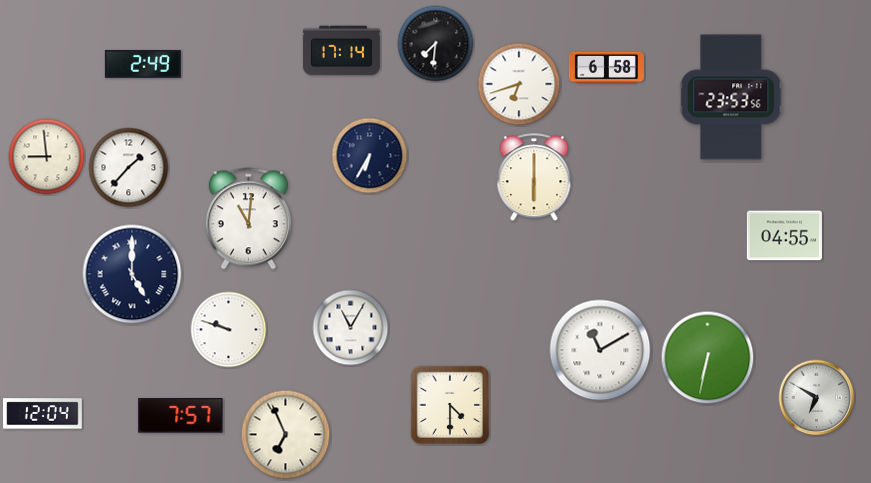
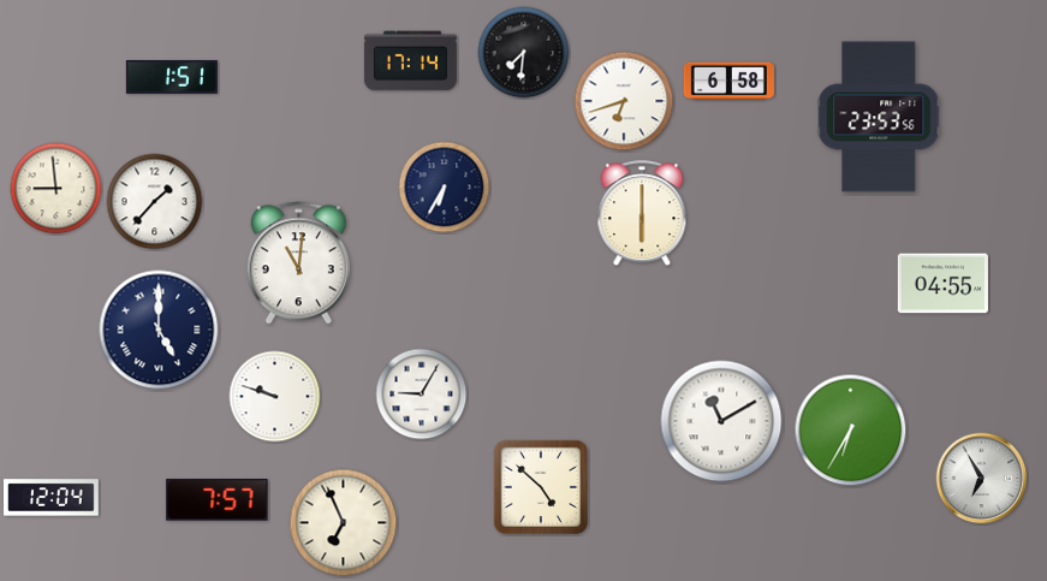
clock at (143, 64): 2:49 -> 1:51
clock at (351, 328): 11:05 -> 9:05
clock at (708, 358): 6:32 -> 6:35
clock at (817, 398): 6:50 -> 6:55
clock at (449, 404): 4:30 -> 4:52
